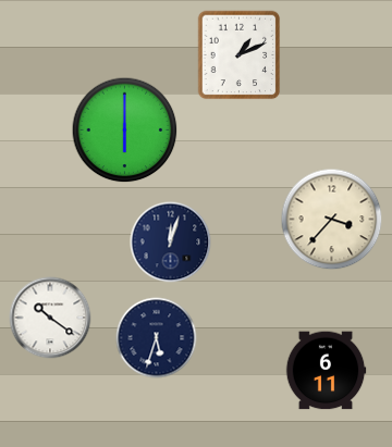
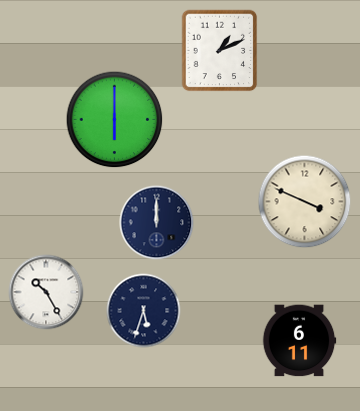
clock at (332, 220): 3:37 -> 3:49
clock at (171, 243): 12:03 -> 12:00
clock at (50, 318): 10:21 -> 10:25
